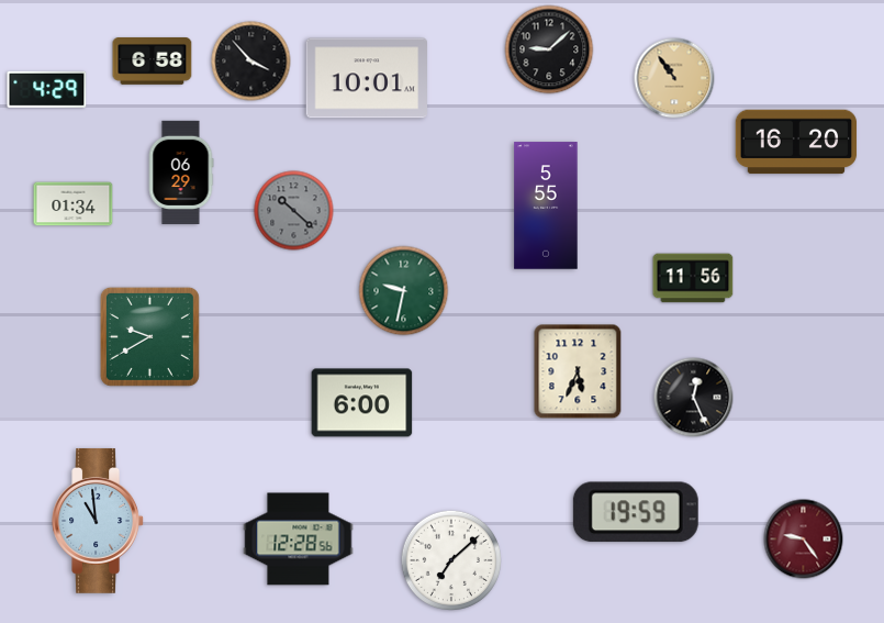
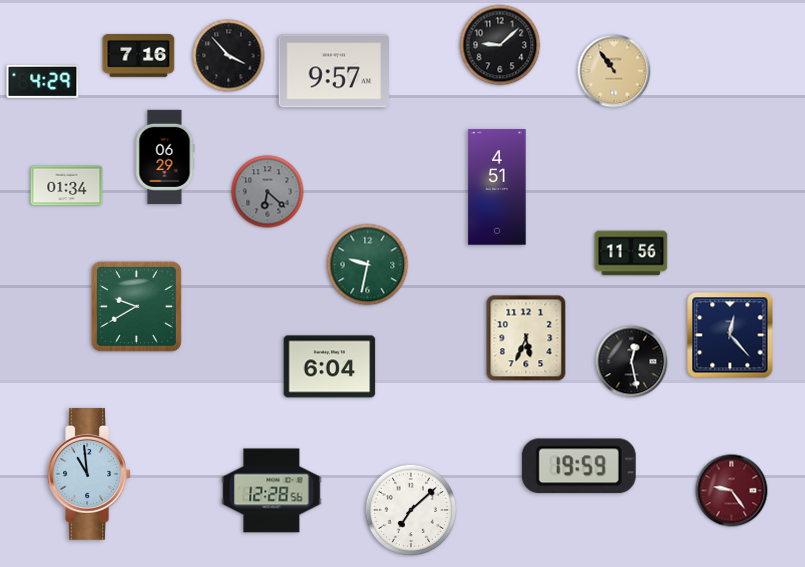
clock at (153, 62): 6:58 -> 7:16
clock at (366, 78): 10:01 -> 9:57
clock at (796, 142): 16:20 -> none
clock at (546, 205): 5:55 -> 4:51
clock at (294, 211): 10:22 -> 6:22
clock at (730, 335): none -> 12:23
clock at (694, 398): 12:26 -> 12:28
clock at (362, 403): 6:00 -> 6:04
